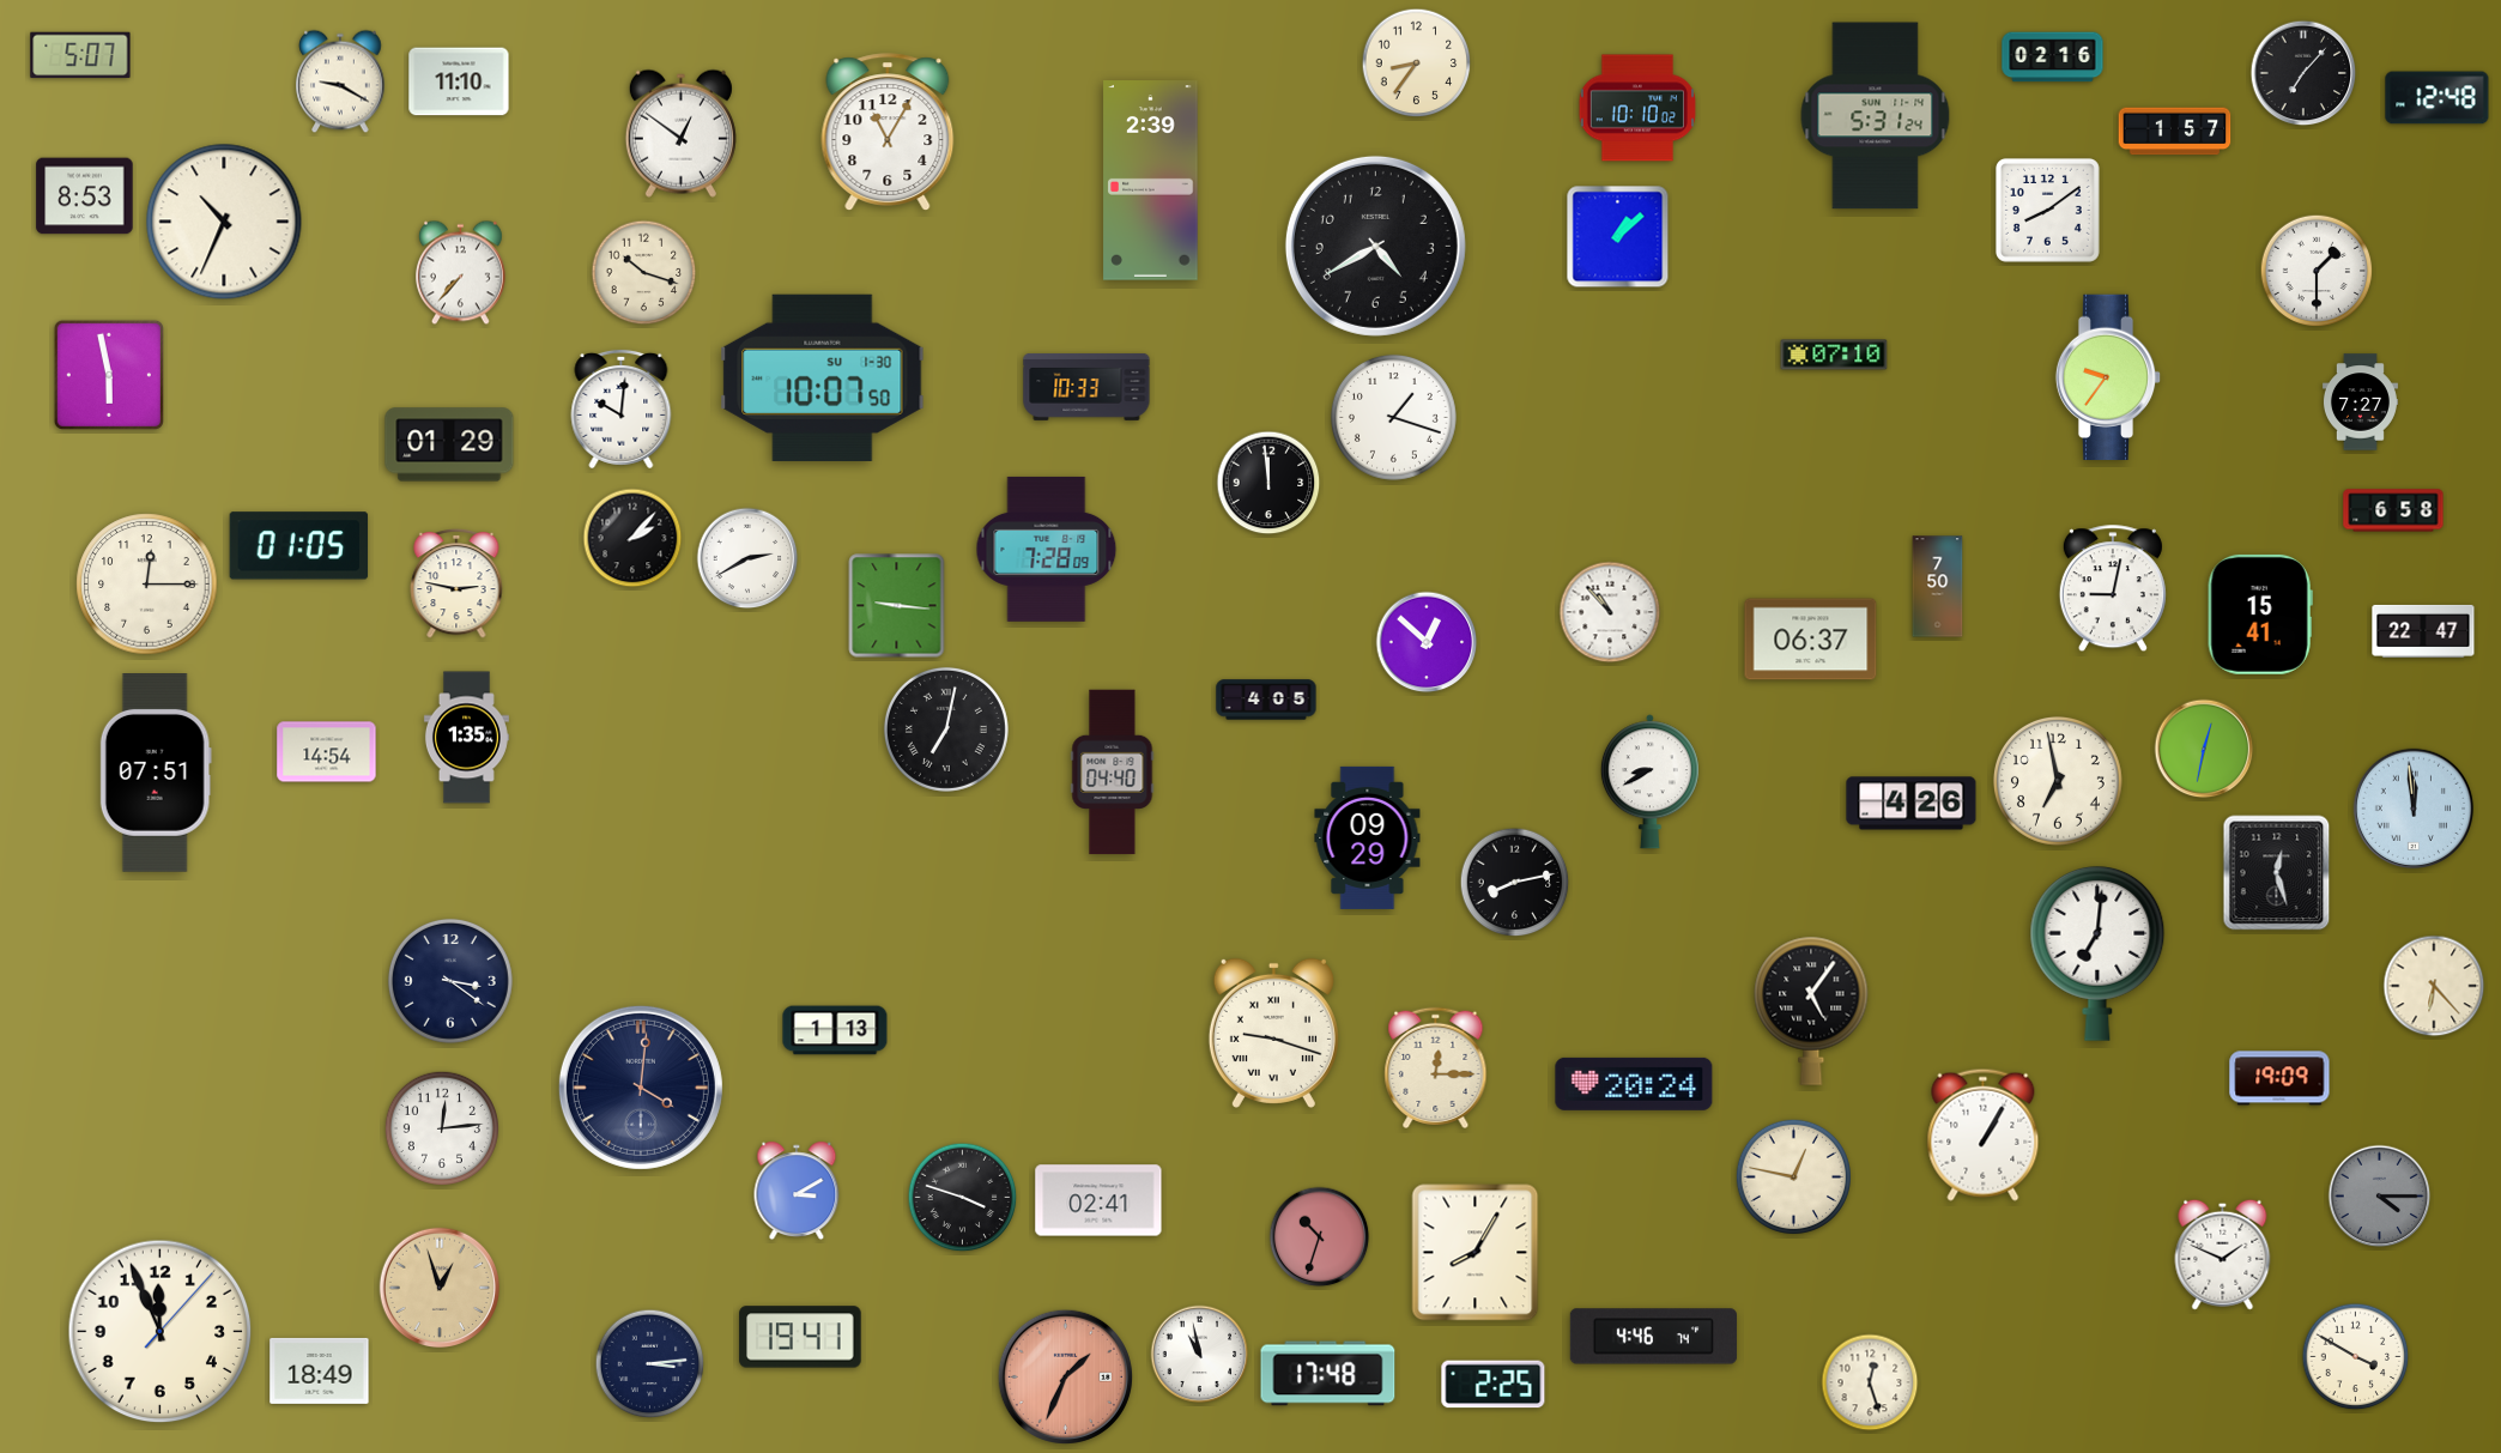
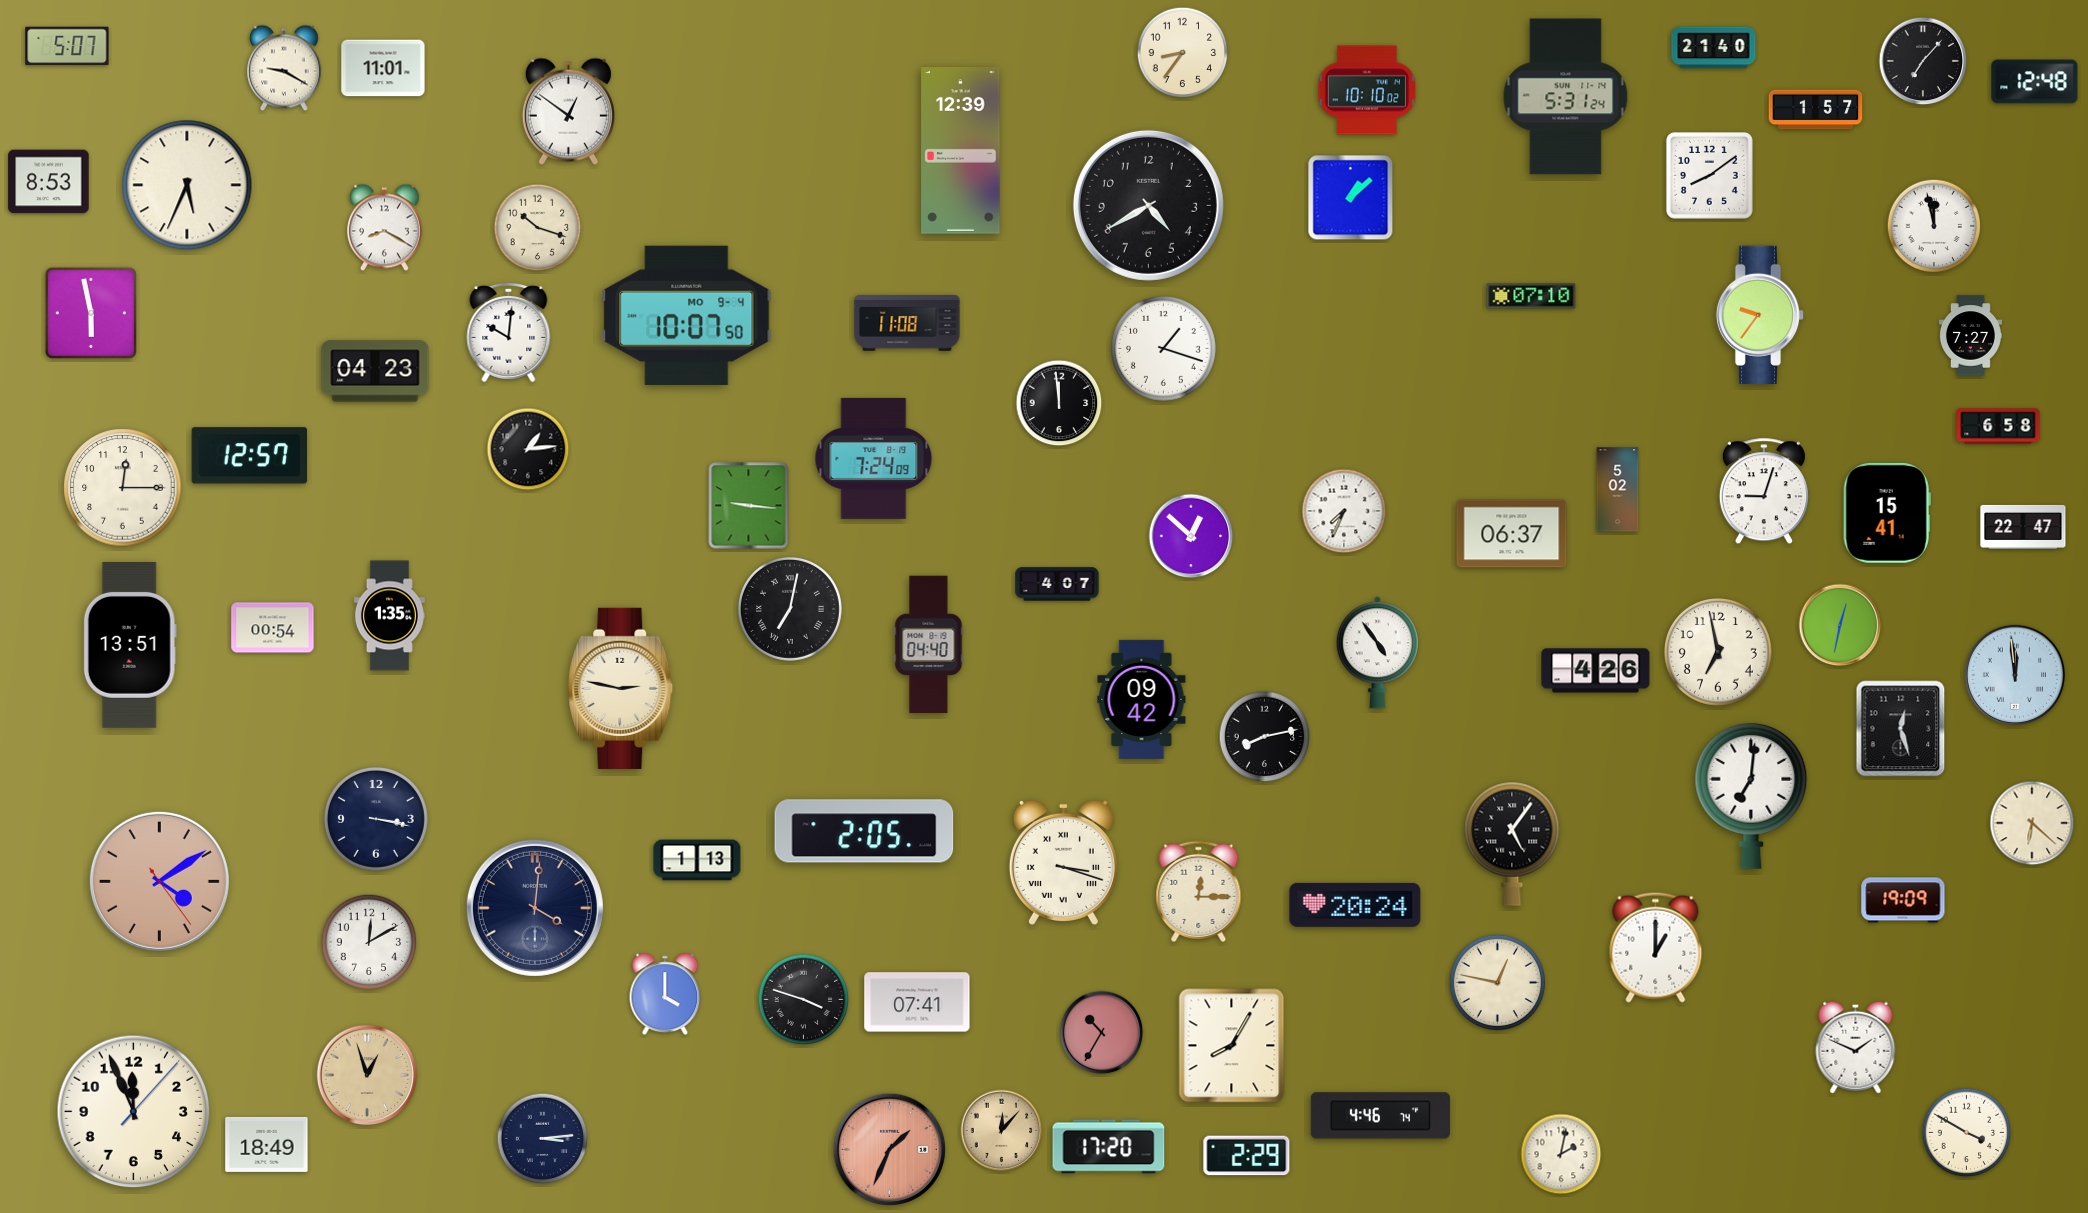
clock at (2053, 57): 02:16 -> 21:40
clock at (459, 81): 11:10 -> 11:01
clock at (888, 132): 11:05 -> none
clock at (1151, 181): 2:39 -> 12:39
clock at (85, 196) position: (85, 196) -> (49, 182)
clock at (224, 222): 10:34 -> 5:34
clock at (2317, 271): 1:30 -> 11:58
clock at (461, 273): 7:37 -> 8:20
clock at (823, 377) date: SU 1-30 -> MO 9-4
clock at (1086, 387): 10:33 -> 11:08
clock at (622, 408) position: (622, 408) -> (509, 332)
clock at (449, 444): 01:29 -> 04:23
clock at (632, 538): 2:07 -> 1:14
clock at (299, 546): 01:05 -> 12:57
clock at (1047, 549): 7:28 -> 7:24
clock at (747, 558): 2:40 -> none
clock at (456, 583): 2:47 -> none
clock at (1938, 587): 7:50 -> 5:02
clock at (2113, 589): 9:02 -> 9:03
clock at (1610, 612): 10:53 -> 7:34
clock at (1266, 700): 4:05 -> 4:07
clock at (327, 752): 14:54 -> 00:54
clock at (156, 774): 07:51 -> 13:51
clock at (1649, 782): 8:40 -> 4:54
clock at (621, 688): none -> 2:47
clock at (1368, 837): 09:29 -> 09:42
clock at (450, 981): 3:21 -> 3:17
clock at (2434, 986): 6:23 -> 6:22
clock at (864, 831): none -> 2:05
clock at (1273, 1033): 9:18 -> 3:18
clock at (159, 881): none -> 4:09
clock at (1634, 1084) position: (1634, 1084) -> (1355, 905)
clock at (441, 1127): 12:14 -> 12:10
clock at (1984, 1134): 1:05 -> 1:00
clock at (797, 1191): 3:10 -> 4:00
clock at (2380, 1197): 4:15 -> none
clock at (1098, 1200): 02:41 -> 07:41
clock at (1320, 1237): 10:33 -> 10:35
clock at (800, 1337): 19:41 -> none
clock at (1200, 1355): 10:58 -> 12:07
clock at (1200, 1355) dial: white -> champagne
clock at (1328, 1374): 17:48 -> 17:20
clock at (1870, 1382): 12:27 -> 2:02
clock at (1494, 1385): 2:25 -> 2:29
